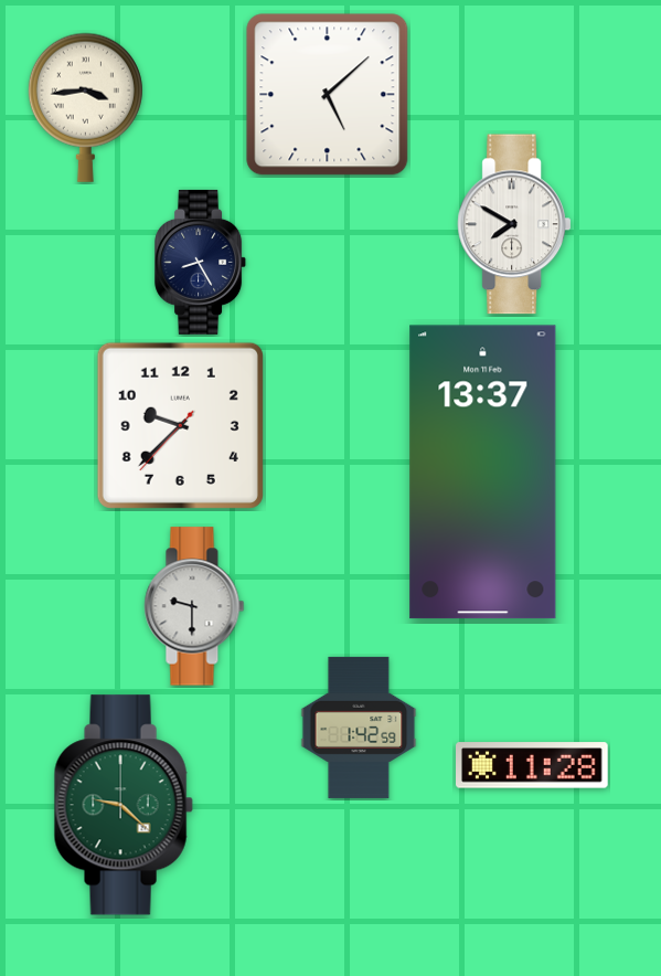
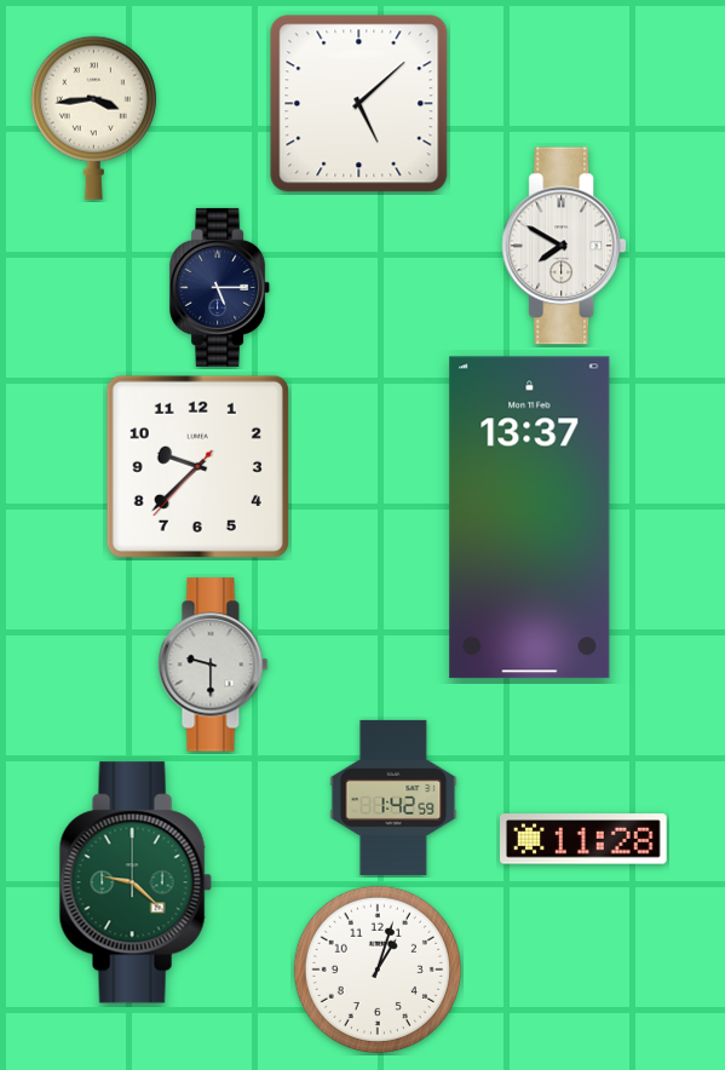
clock at (201, 262): 8:25 -> 5:15
clock at (378, 970): none -> 1:03
